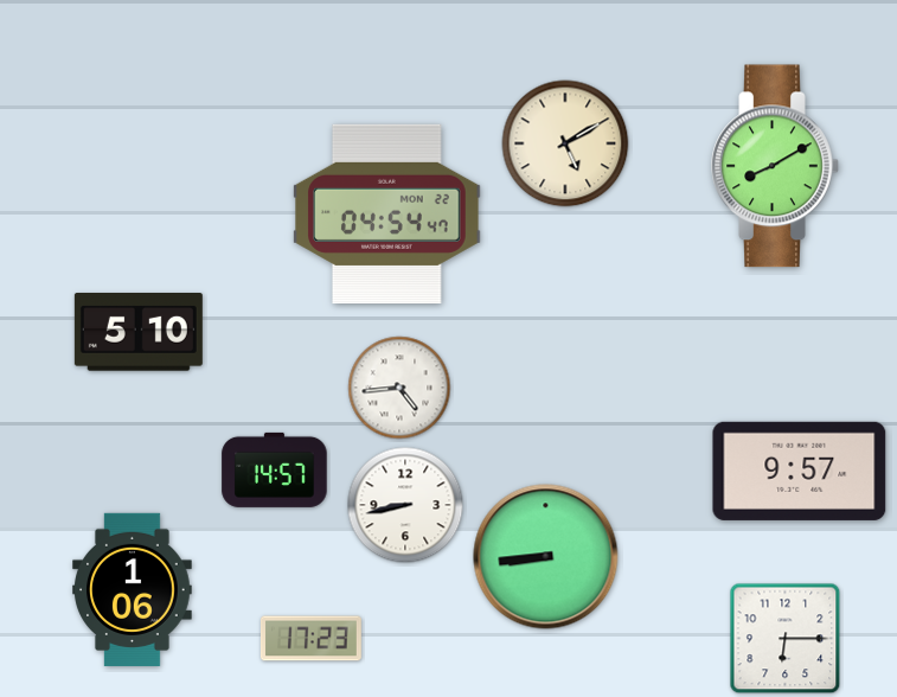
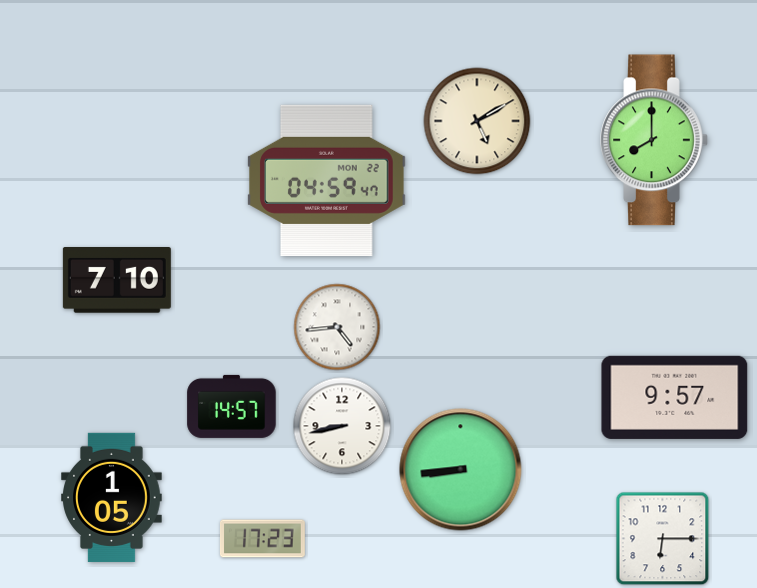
clock at (775, 166): 8:10 -> 8:00
clock at (387, 213): 04:54 -> 04:59
clock at (139, 333): 5:10 -> 7:10
clock at (275, 469) position: (275, 469) -> (232, 406)
clock at (133, 589): 1:06 -> 1:05
